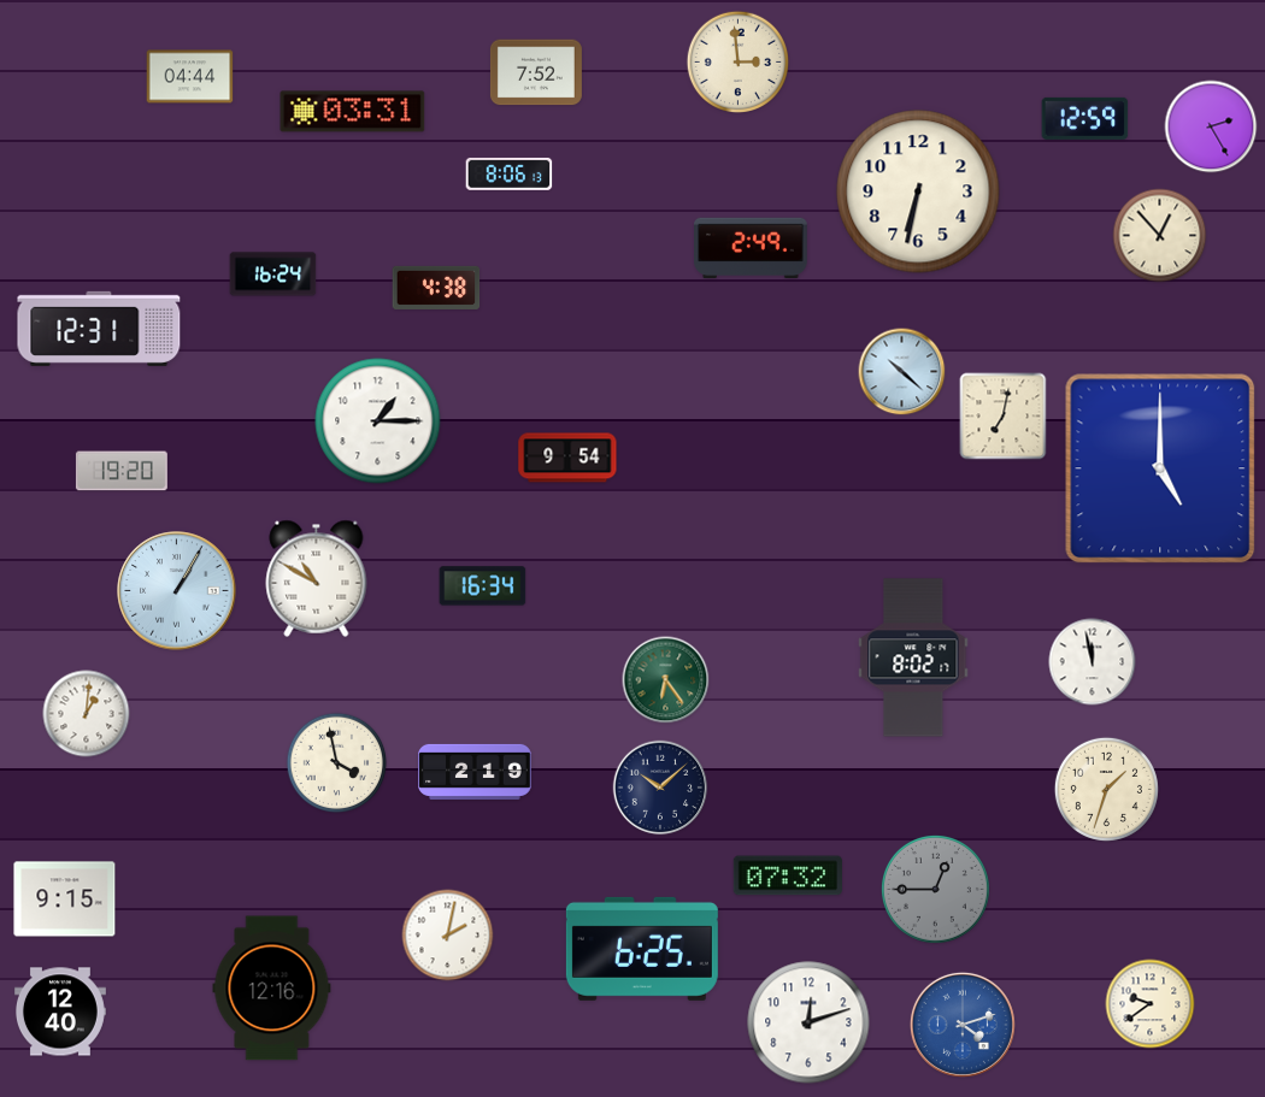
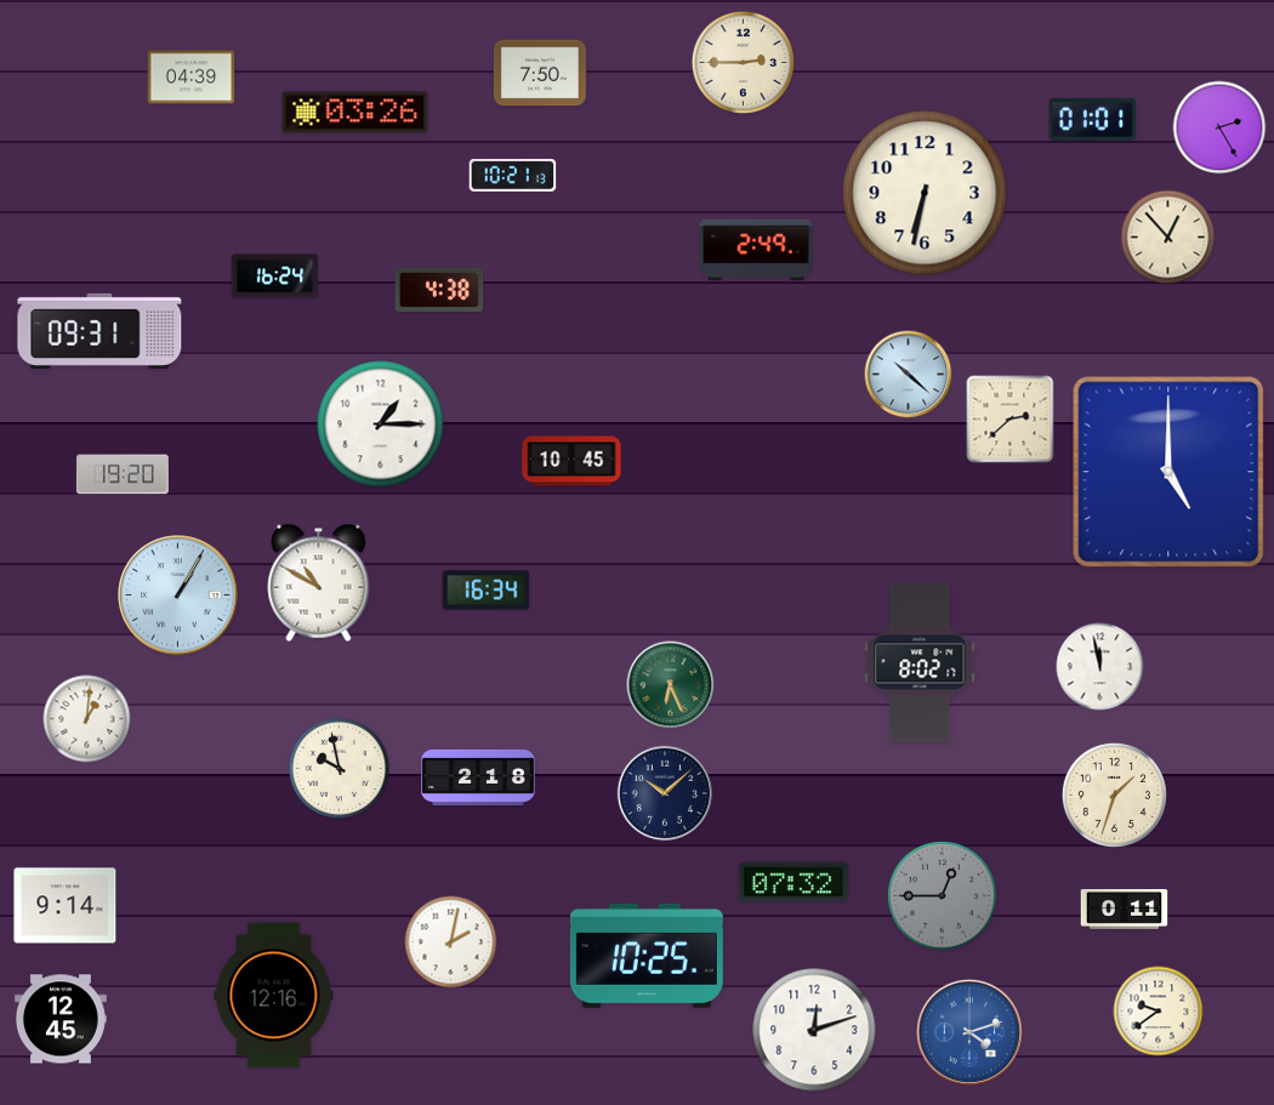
clock at (737, 61): 2:59 -> 2:45
clock at (536, 72): 7:52 -> 7:50
clock at (190, 77): 04:44 -> 04:39
clock at (353, 112): 03:31 -> 03:26
clock at (1085, 118): 12:59 -> 01:01
clock at (510, 173): 8:06 -> 10:21
clock at (99, 329): 12:31 -> 09:31
clock at (1004, 417): 7:02 -> 2:38
clock at (567, 458): 9:54 -> 10:45
clock at (666, 680): 6:24 -> 6:26
clock at (337, 763): 3:58 -> 9:58
clock at (475, 772): 2:19 -> 2:18
clock at (65, 900): 9:15 -> 9:14
clock at (1125, 910): none -> 0:11
clock at (642, 949): 6:25 -> 10:25
clock at (60, 1012): 12:40 -> 12:45
